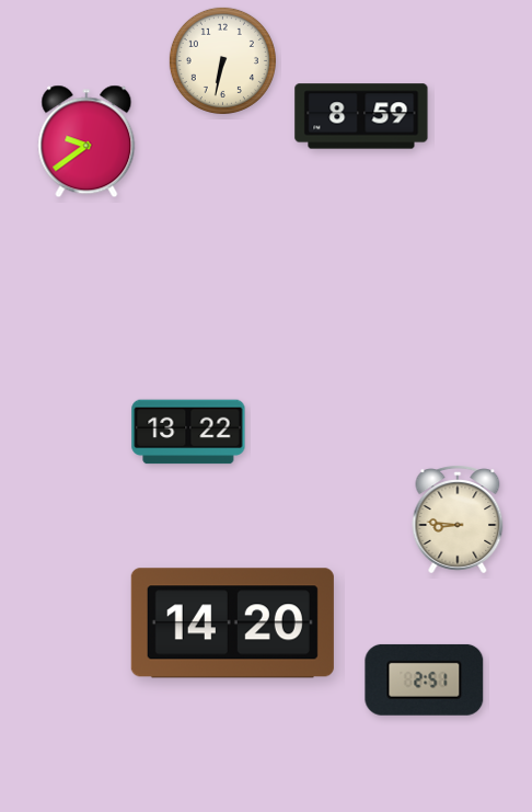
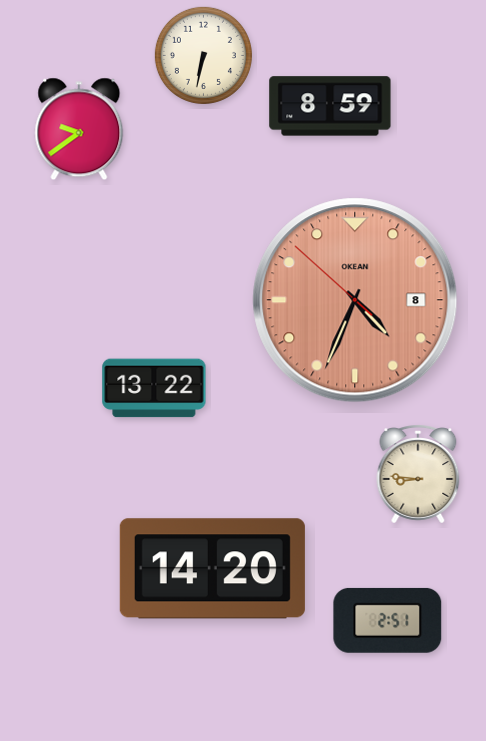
clock at (355, 300): none -> 4:33
clock at (188, 432) position: (188, 432) -> (154, 388)
